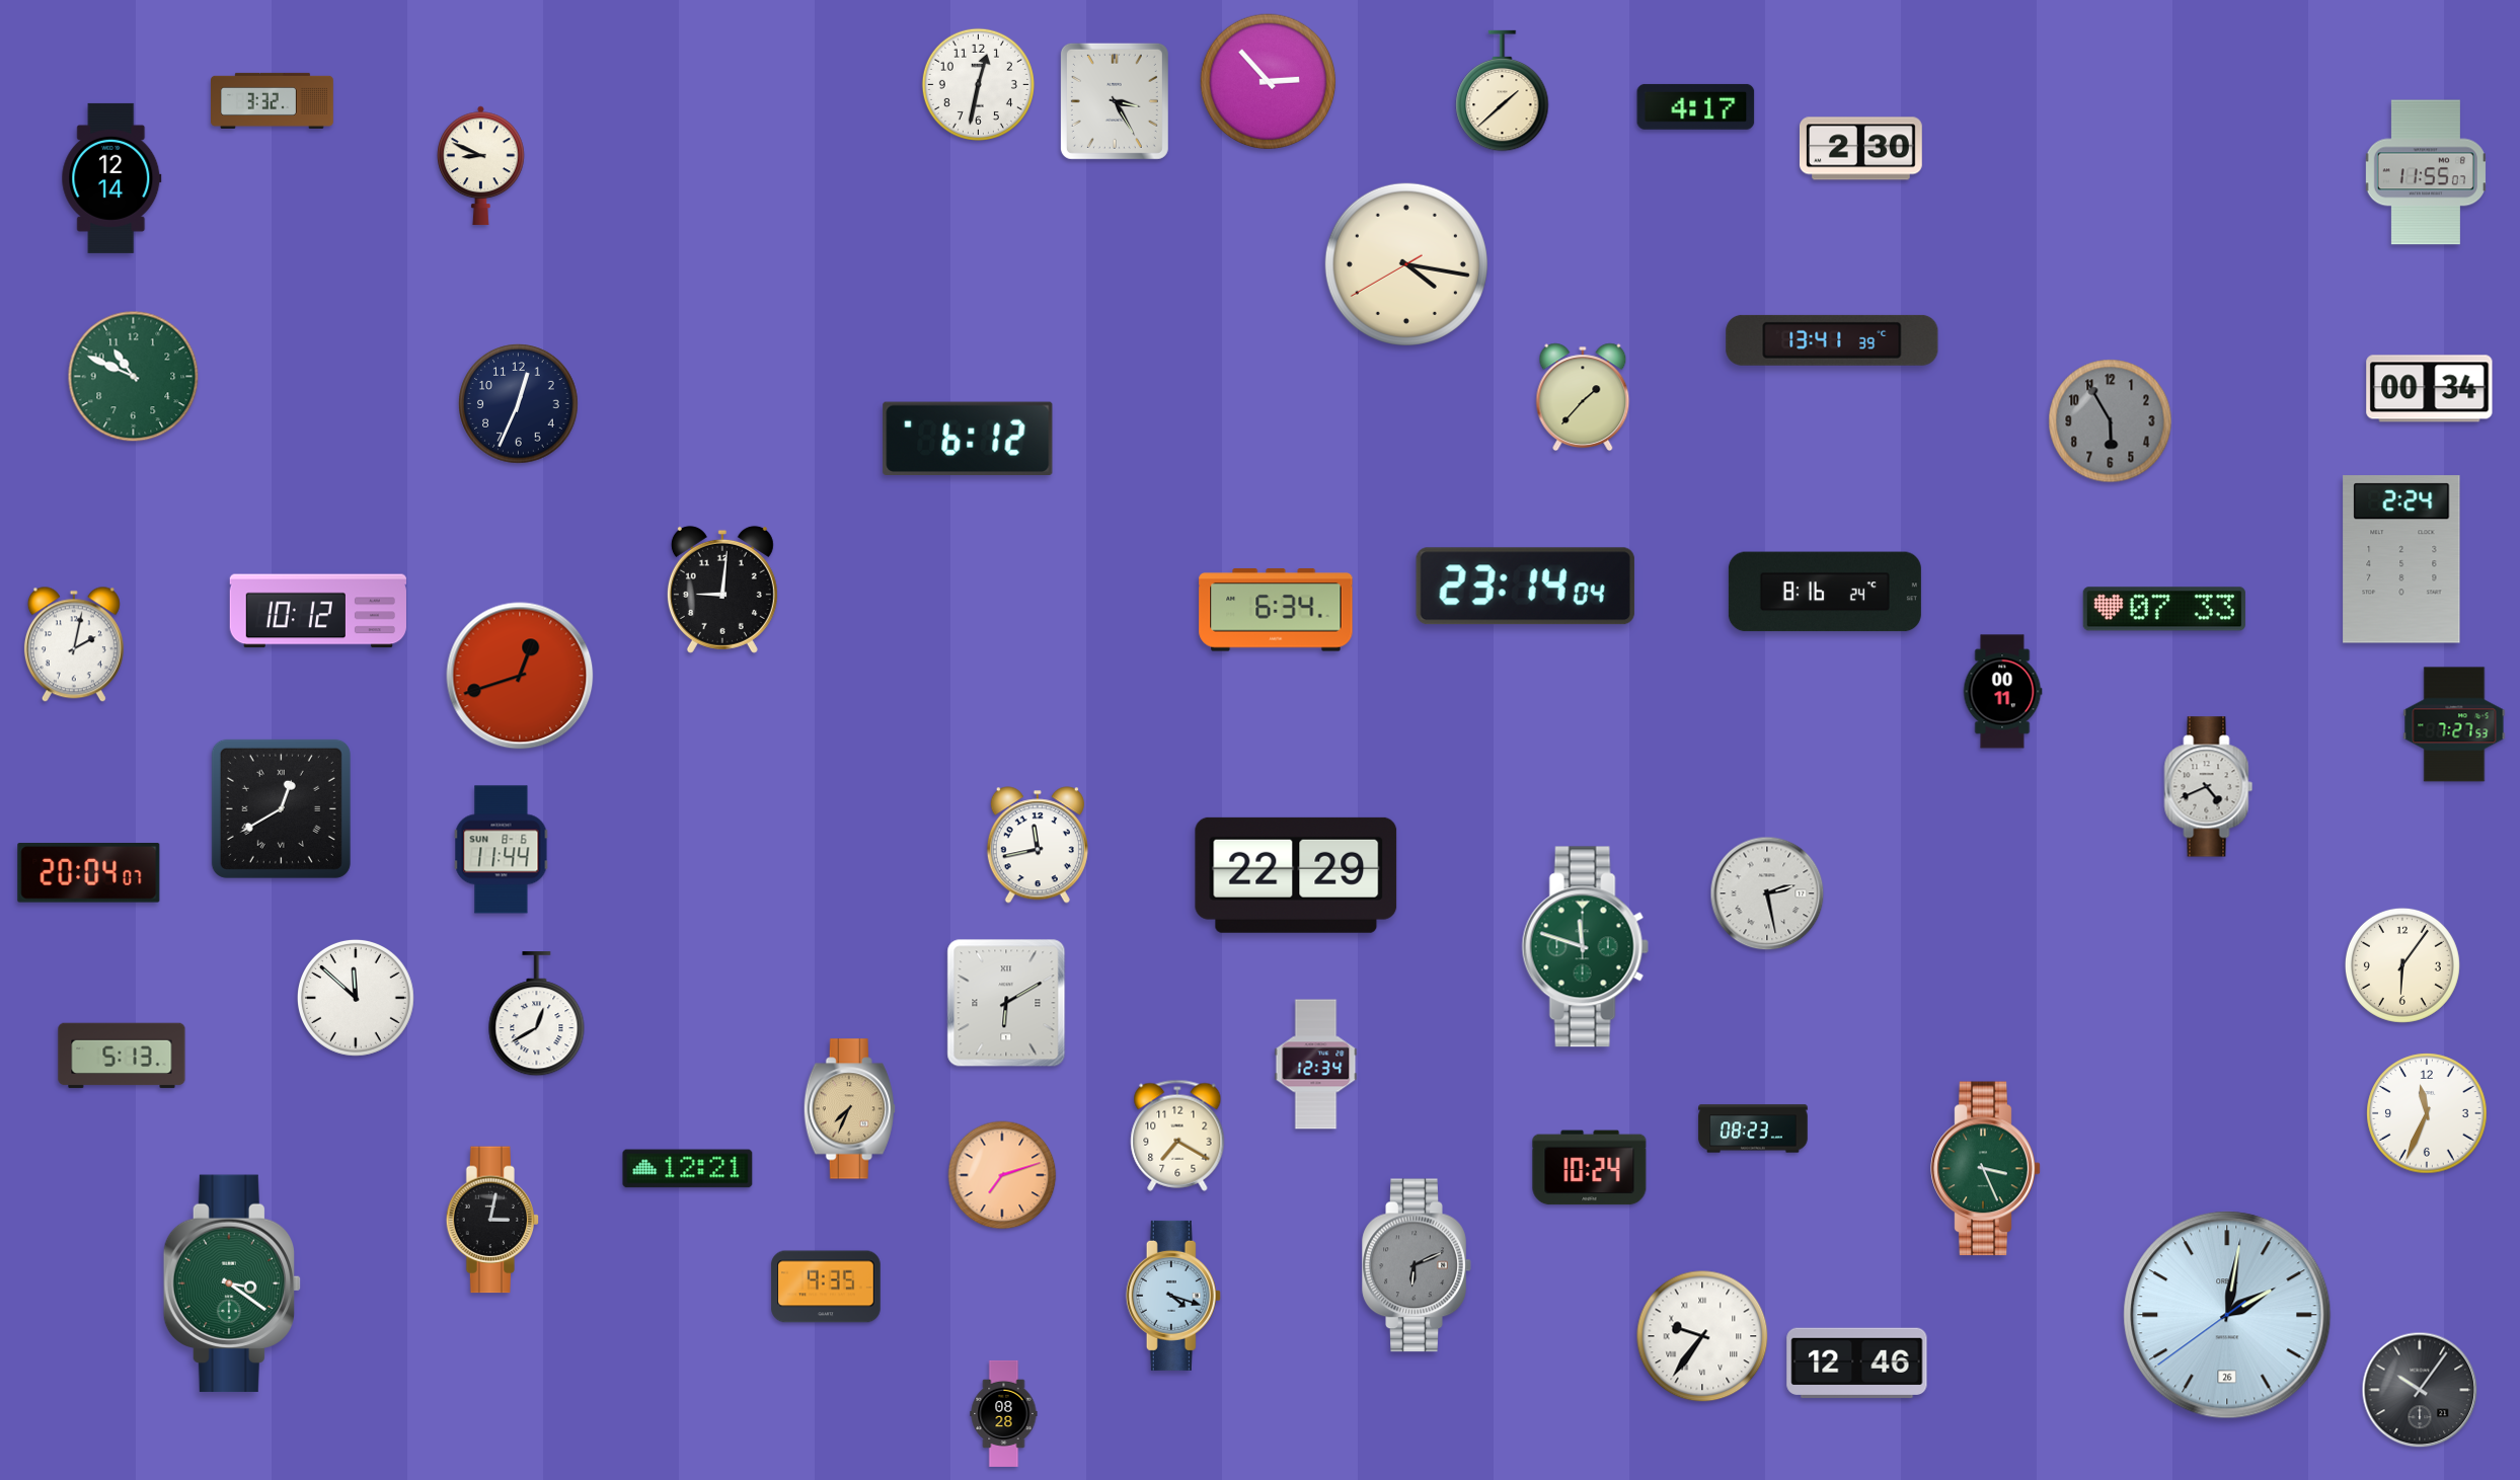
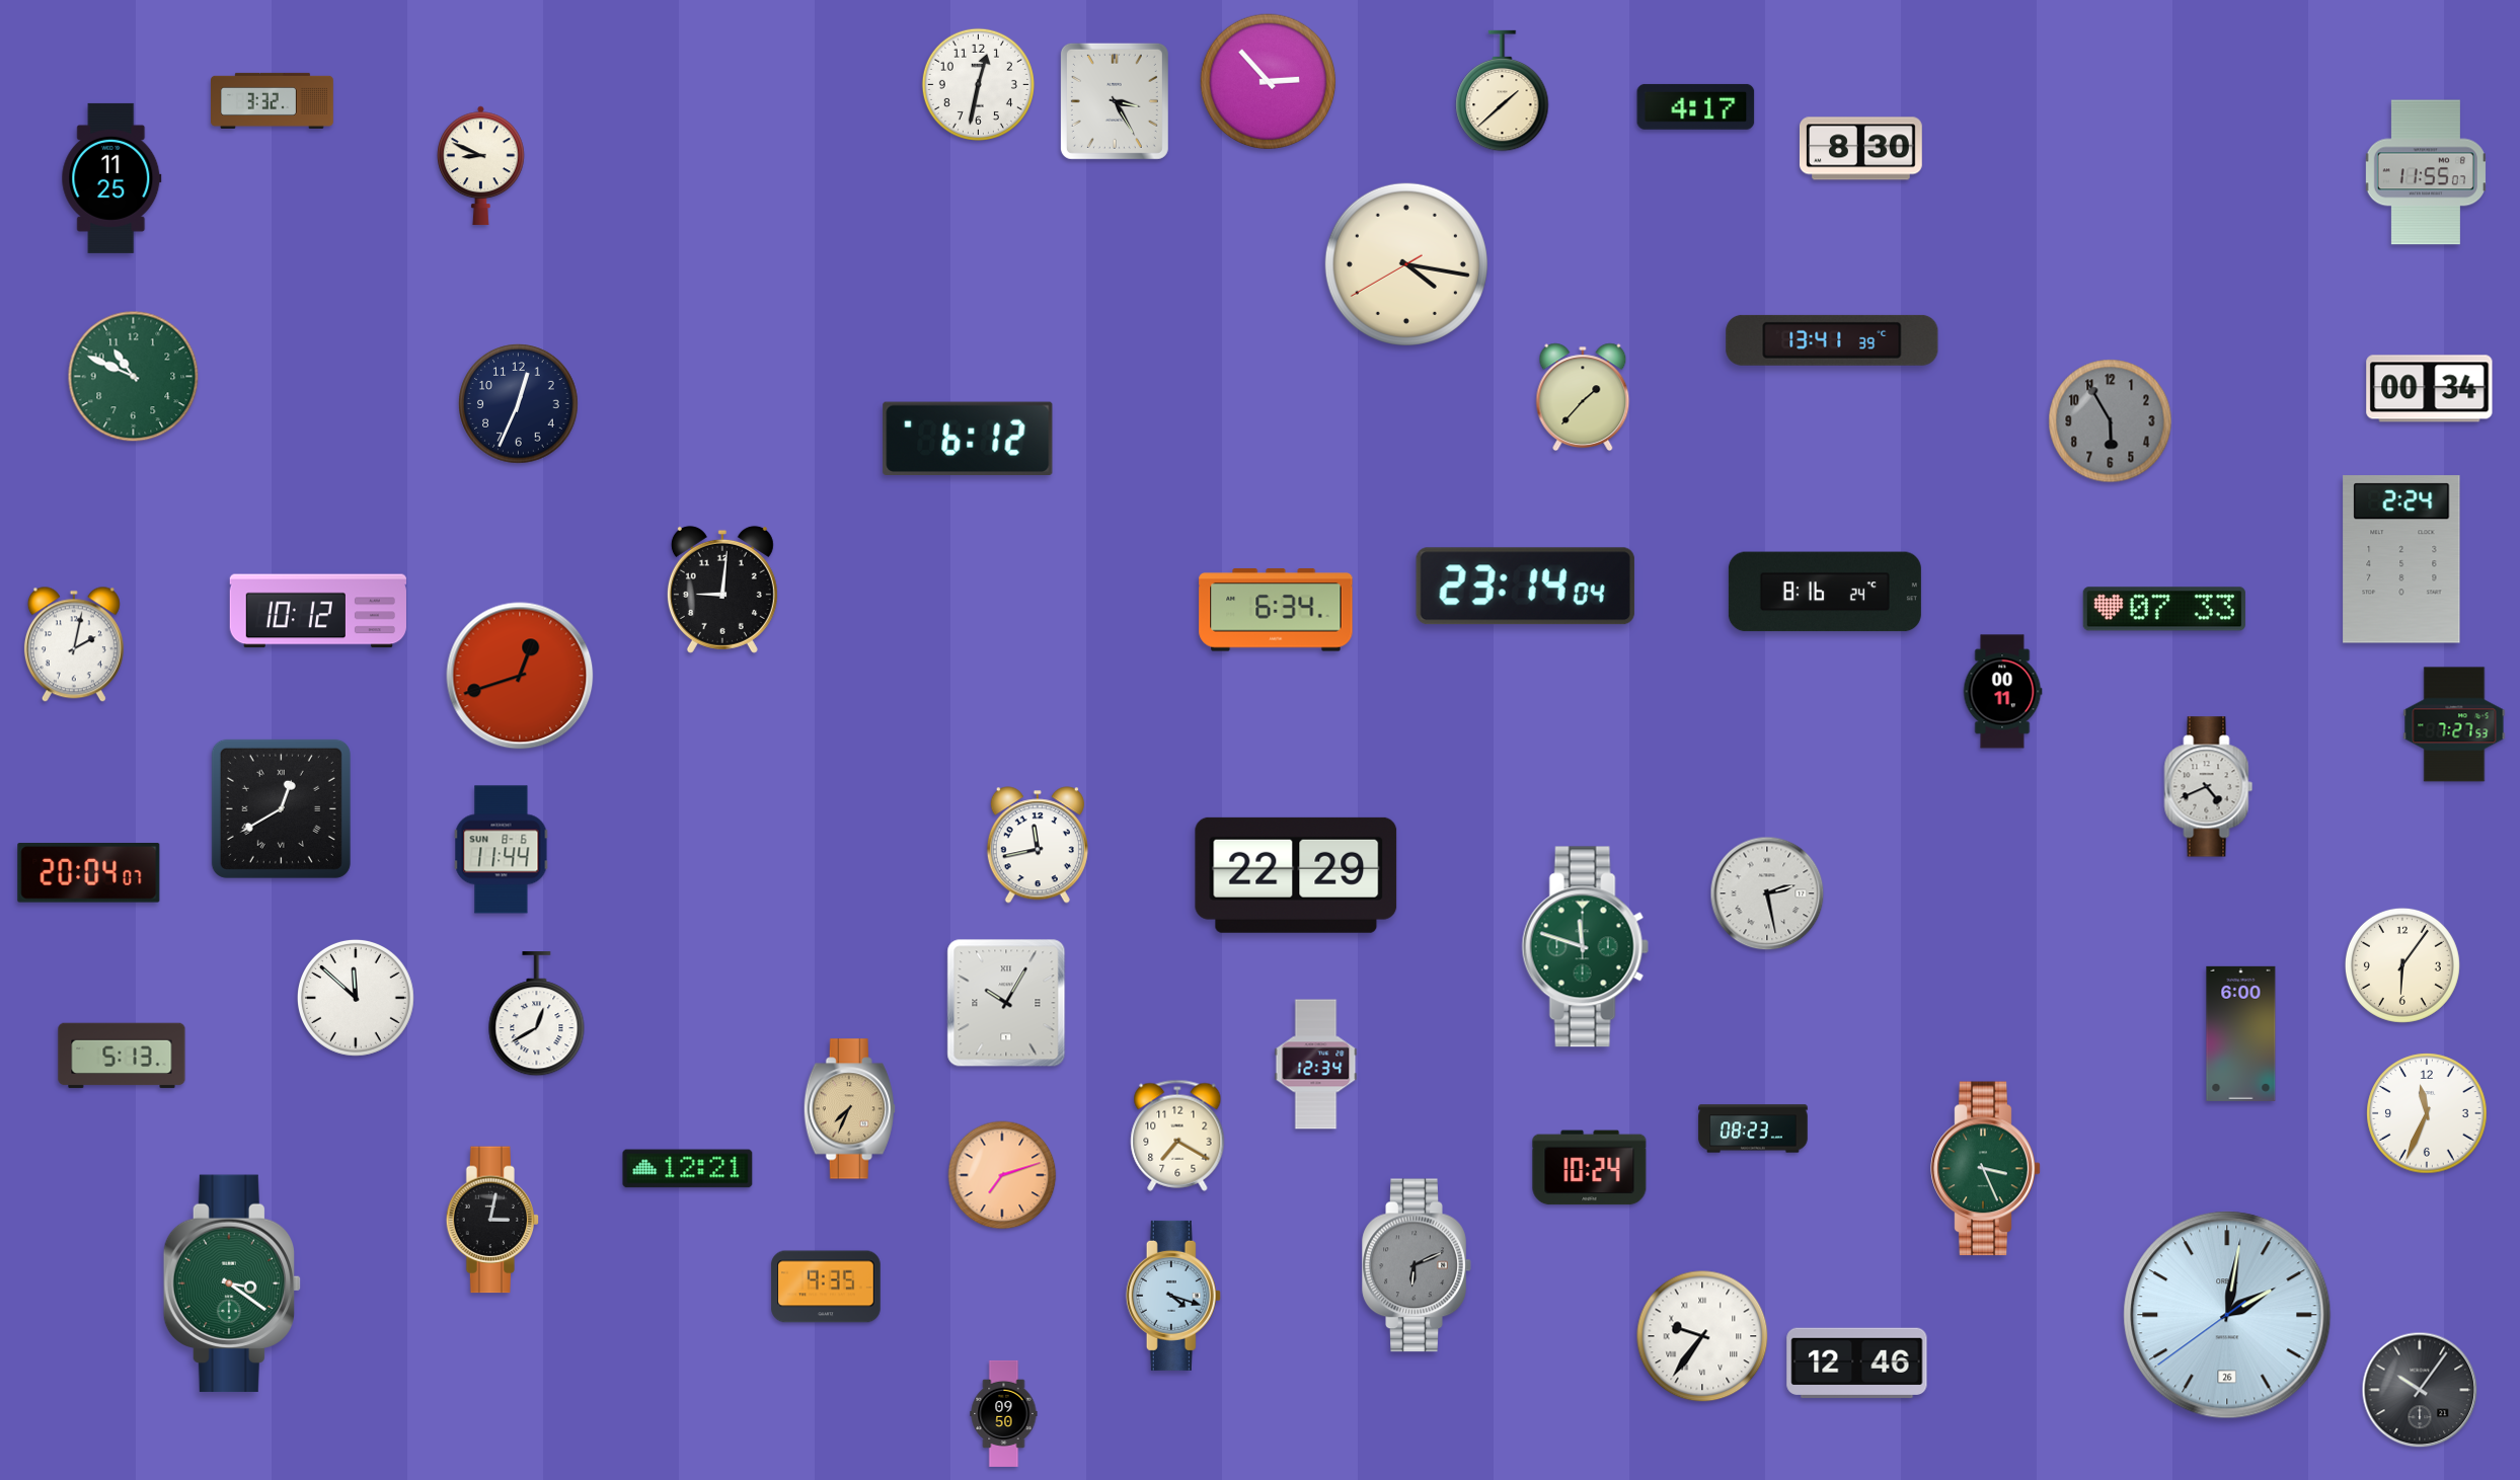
clock at (1860, 149): 2:30 -> 8:30
clock at (111, 178): 12:14 -> 11:25
clock at (1006, 1003): 6:10 -> 10:05
clock at (2241, 1033): none -> 6:00
clock at (1004, 1413): 08:28 -> 09:50
